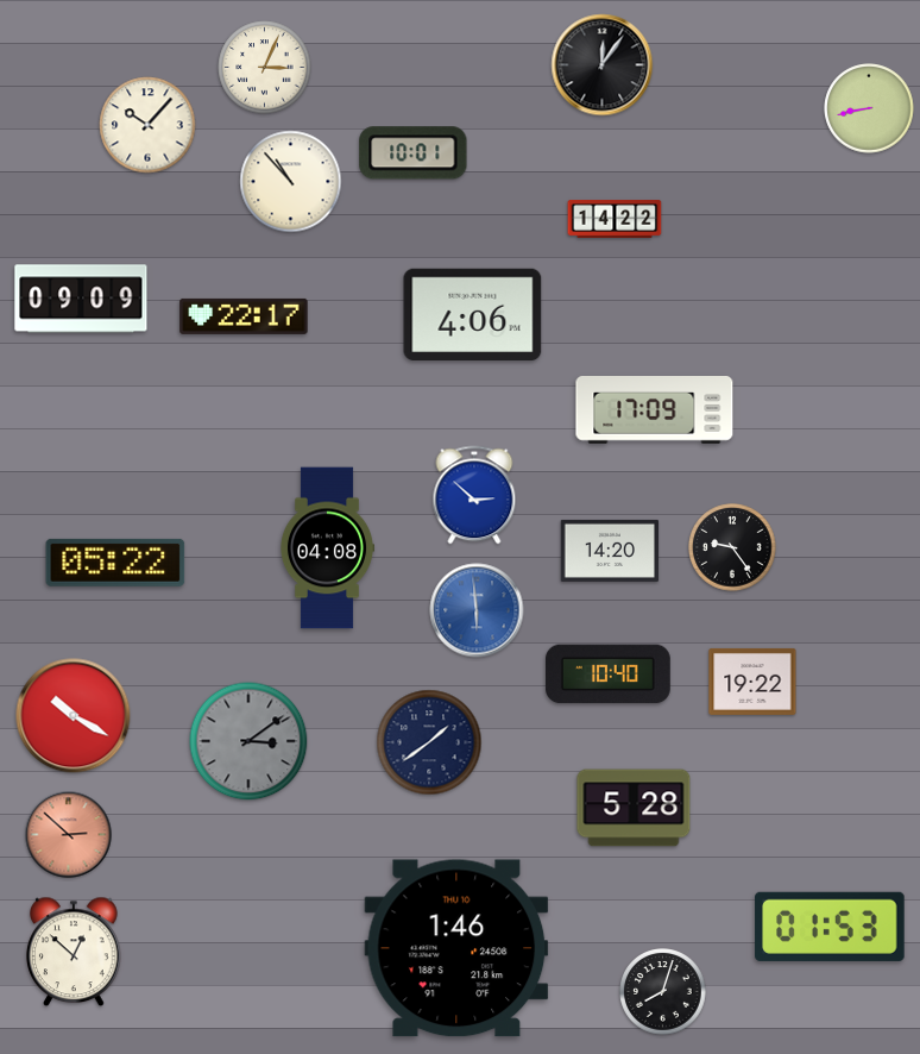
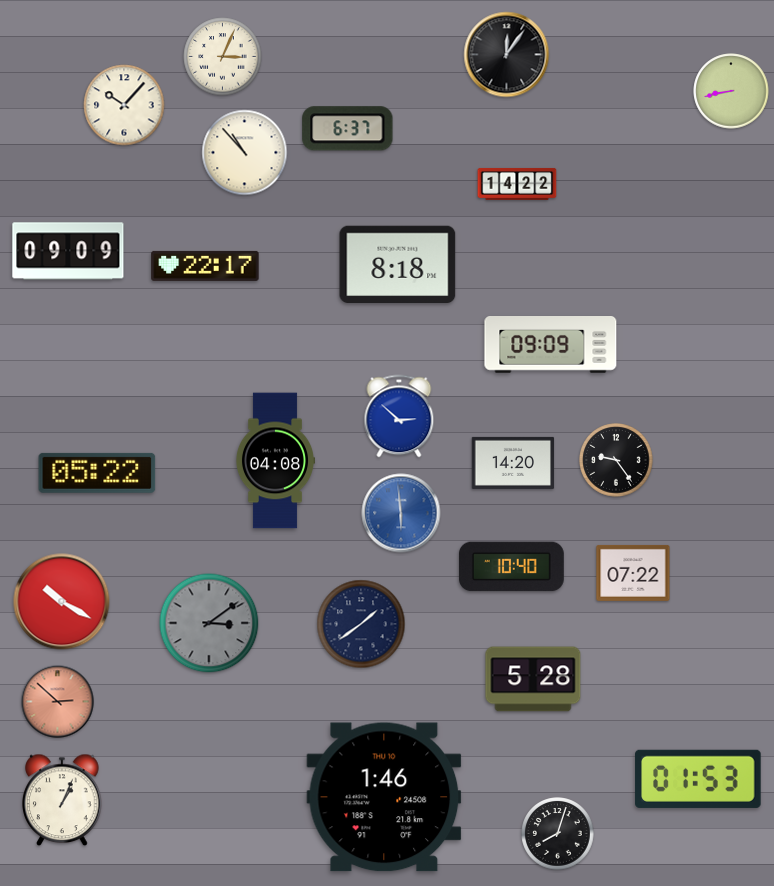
clock at (414, 153): 10:01 -> 6:37
clock at (473, 315): 4:06 -> 8:18
clock at (655, 410): 17:09 -> 09:09
clock at (752, 682): 19:22 -> 07:22
clock at (74, 952): 12:52 -> 1:04
